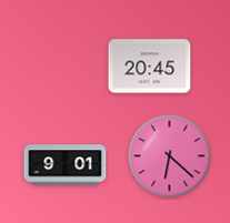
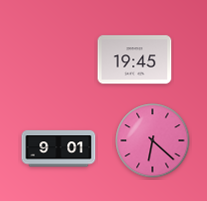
clock at (150, 67): 20:45 -> 19:45
